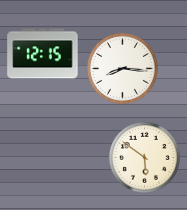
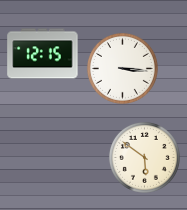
clock at (122, 68): 8:16 -> 3:16
